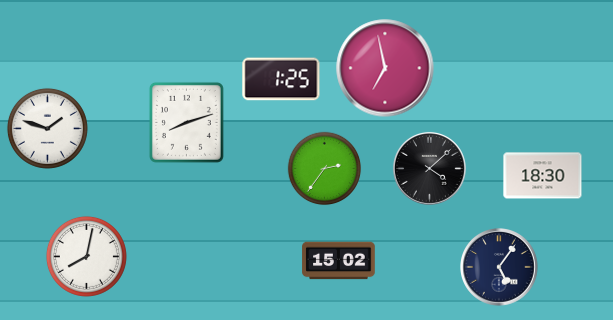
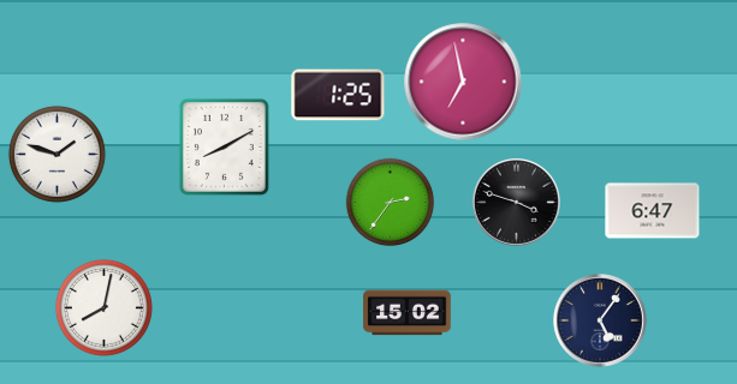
clock at (186, 122): 8:12 -> 8:10
clock at (429, 168): 4:08 -> 3:48
clock at (543, 176): 18:30 -> 6:47
